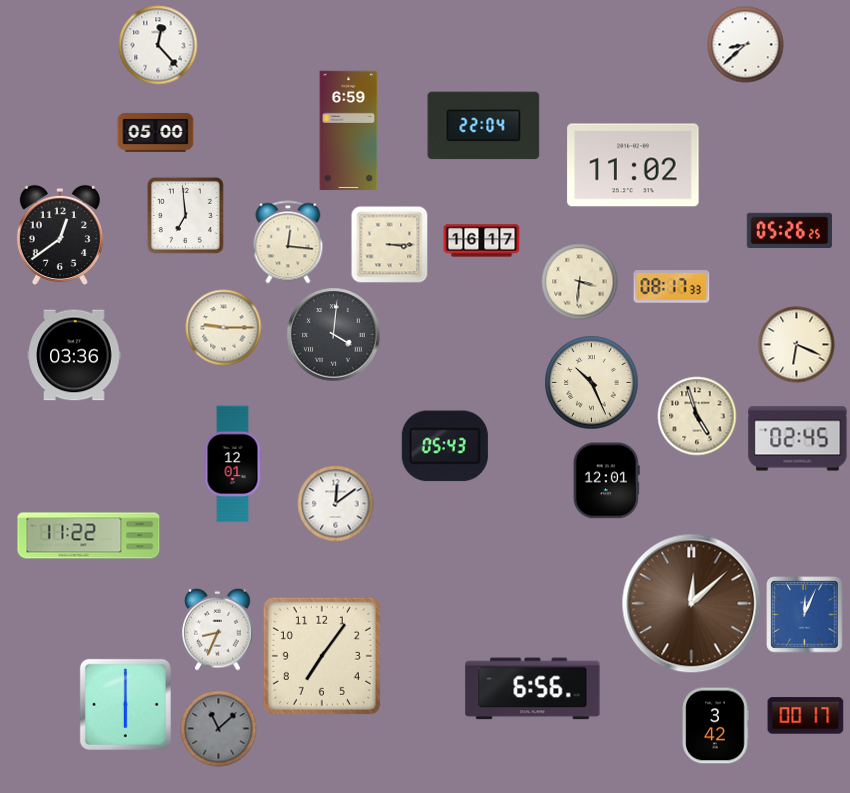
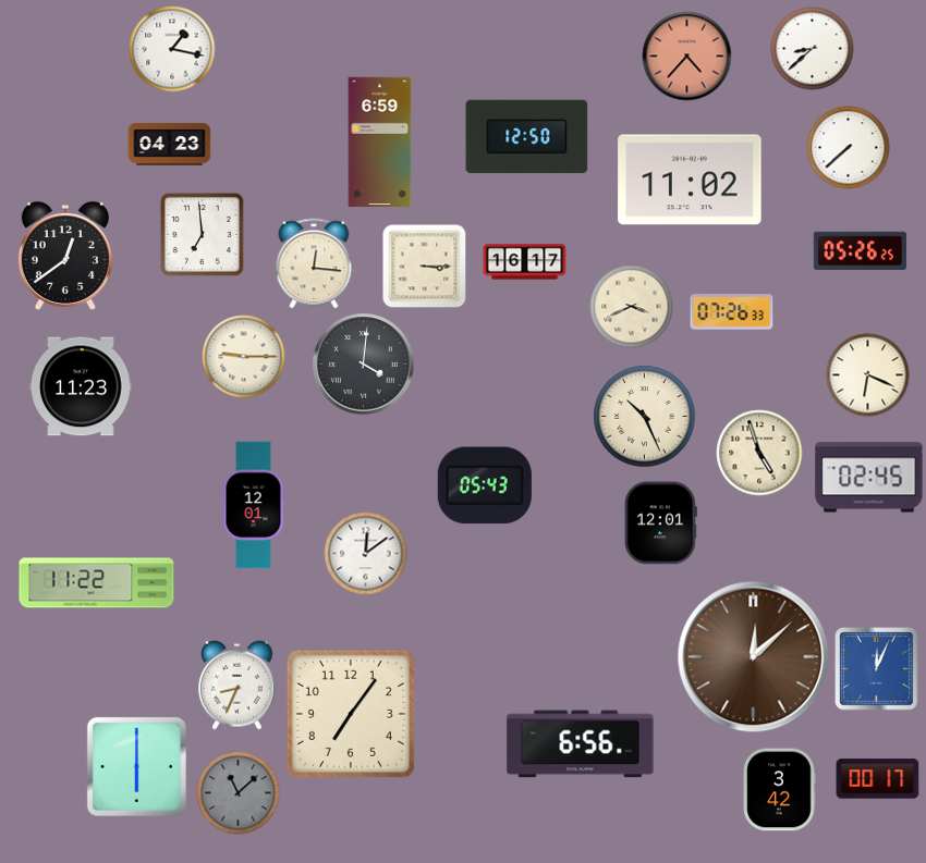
clock at (158, 45): 12:23 -> 1:17
clock at (687, 57): none -> 4:37
clock at (484, 126): 22:04 -> 12:50
clock at (156, 132): 05:00 -> 04:23
clock at (849, 148): none -> 7:38
clock at (580, 282): 3:31 -> 3:41
clock at (672, 287): 08:17 -> 07:26
clock at (74, 355): 03:36 -> 11:23
clock at (336, 504) position: (336, 504) -> (366, 554)
clock at (533, 689) position: (533, 689) -> (581, 744)
